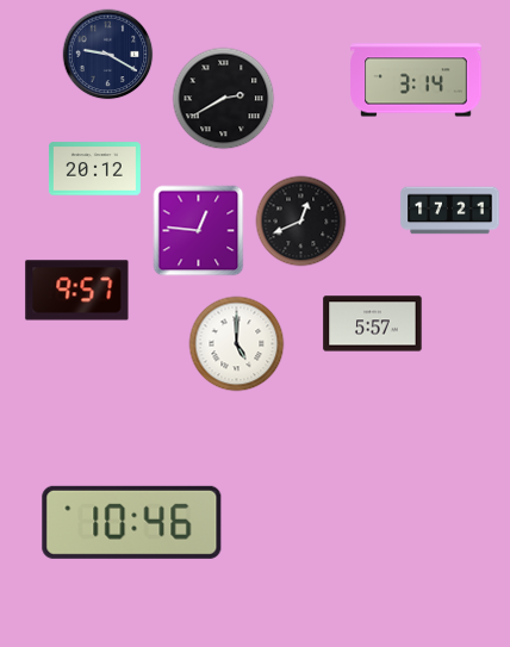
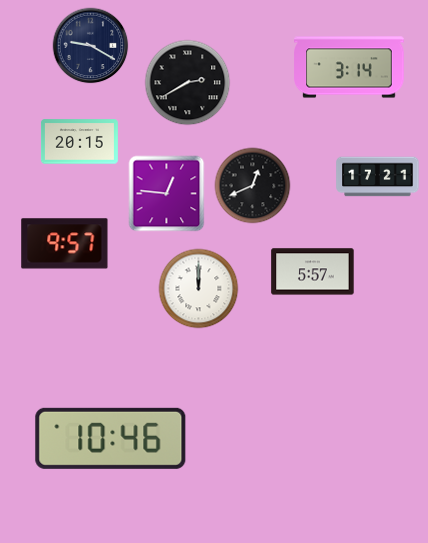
clock at (94, 169): 20:12 -> 20:15
clock at (237, 344): 5:00 -> 12:00
